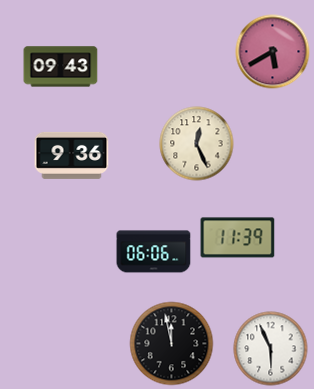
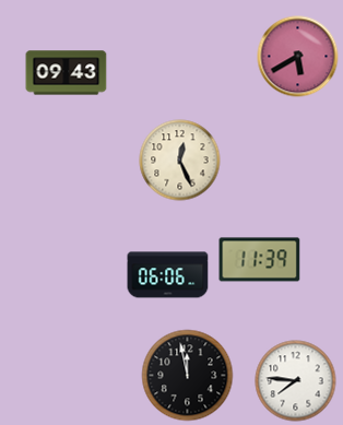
clock at (197, 144) position: (197, 144) -> (180, 161)
clock at (72, 155): 9:36 -> none
clock at (271, 349): 5:56 -> 7:46
